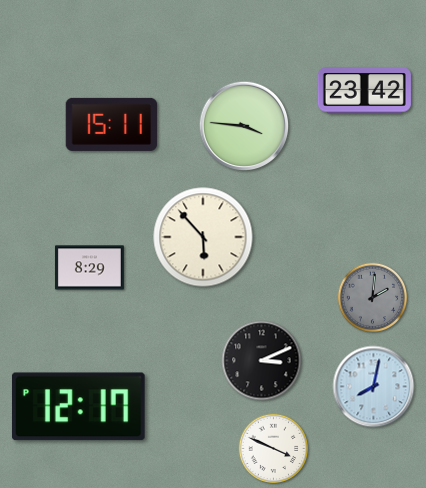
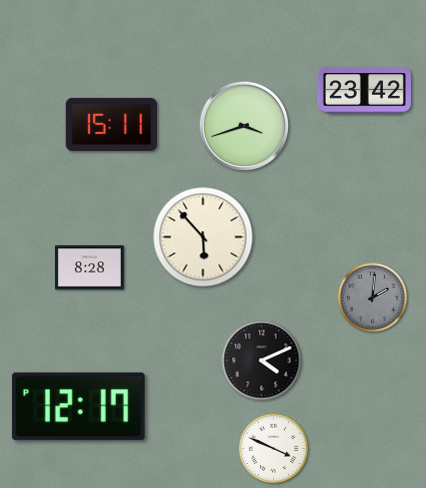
clock at (244, 126): 3:46 -> 3:42
clock at (89, 268): 8:29 -> 8:28
clock at (262, 361): 3:11 -> 4:11
clock at (374, 387): 8:02 -> none
